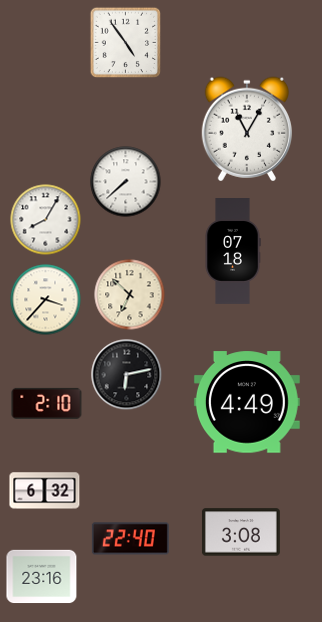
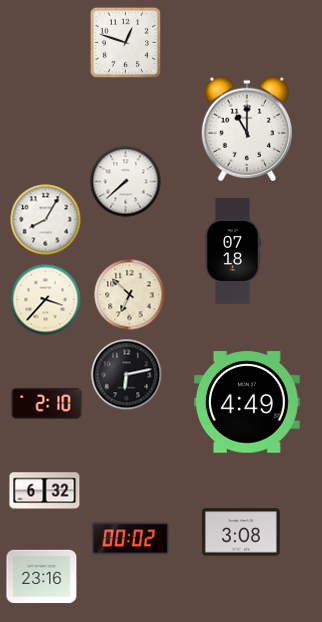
clock at (126, 43): 4:54 -> 12:48
clock at (247, 129): 11:05 -> 11:00
clock at (130, 539): 22:40 -> 00:02
